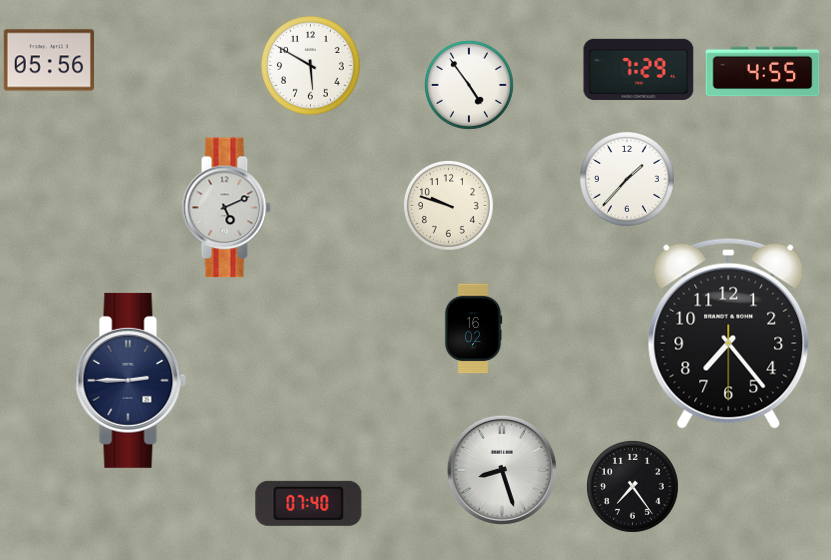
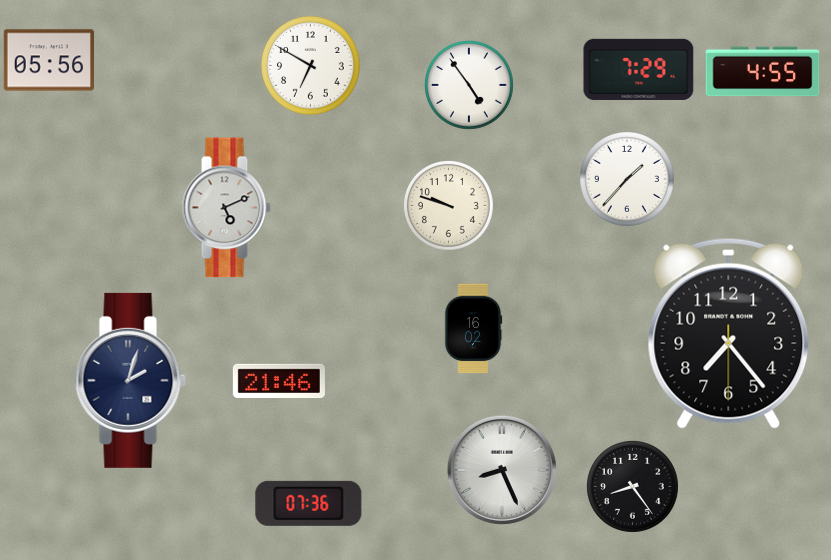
clock at (311, 66): 5:50 -> 6:50
clock at (130, 380): 2:45 -> 2:03
clock at (279, 380): none -> 21:46
clock at (502, 470): 8:27 -> 8:26
clock at (632, 486): 7:24 -> 8:24
clock at (309, 503): 07:40 -> 07:36
